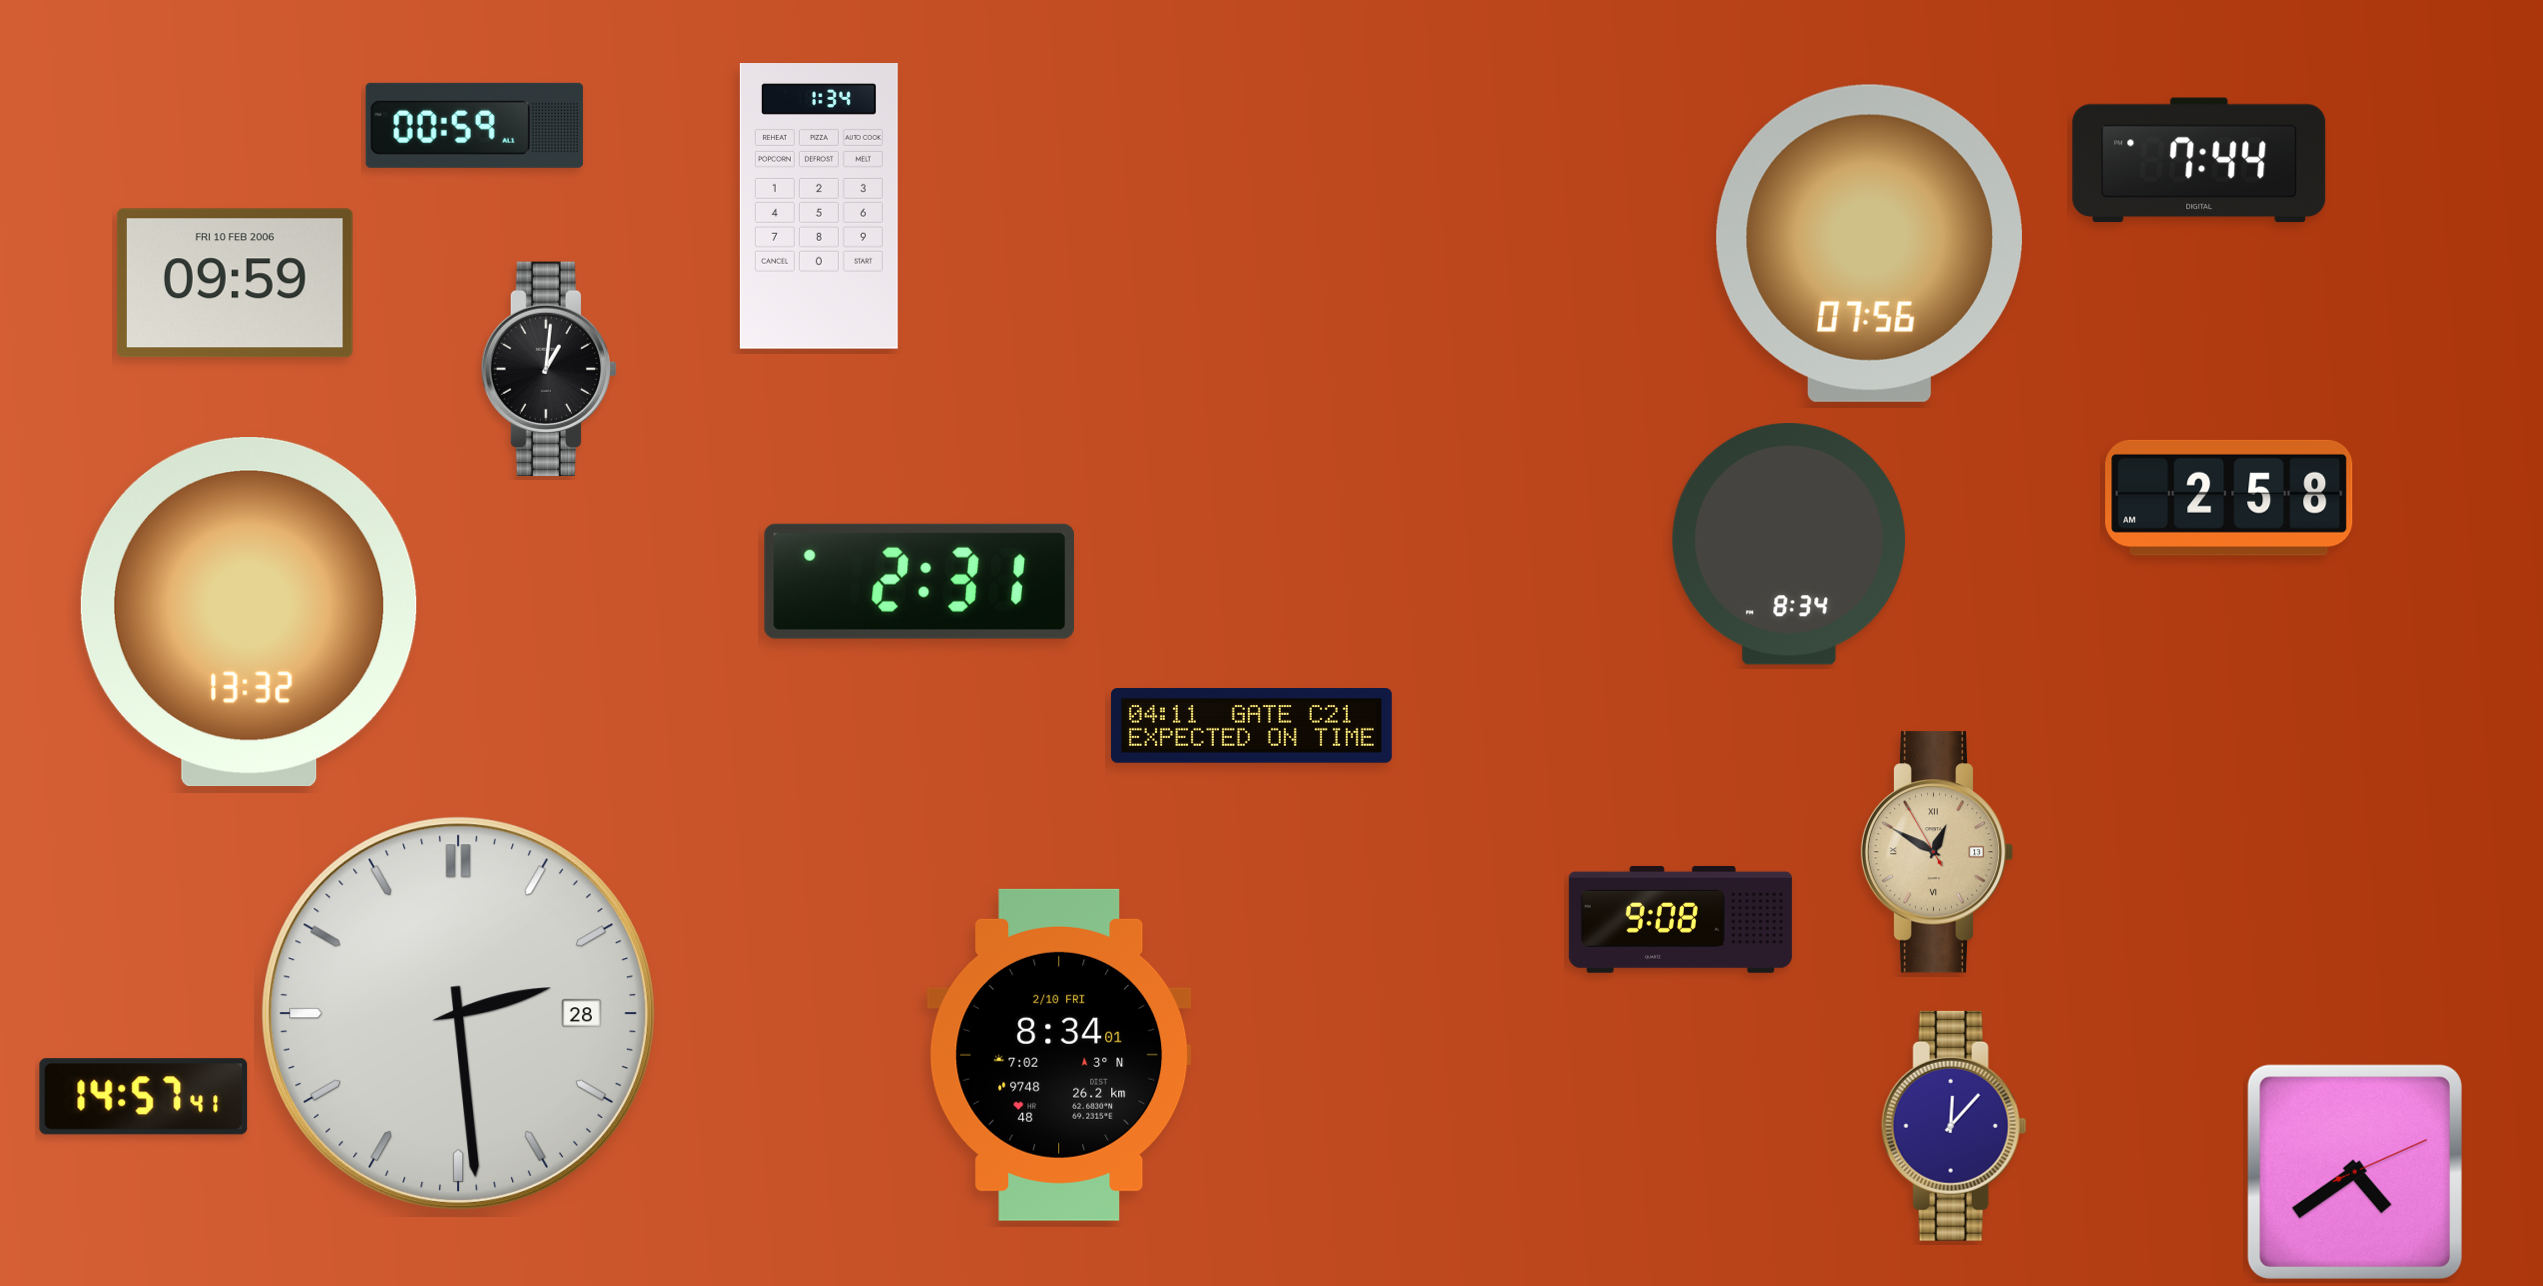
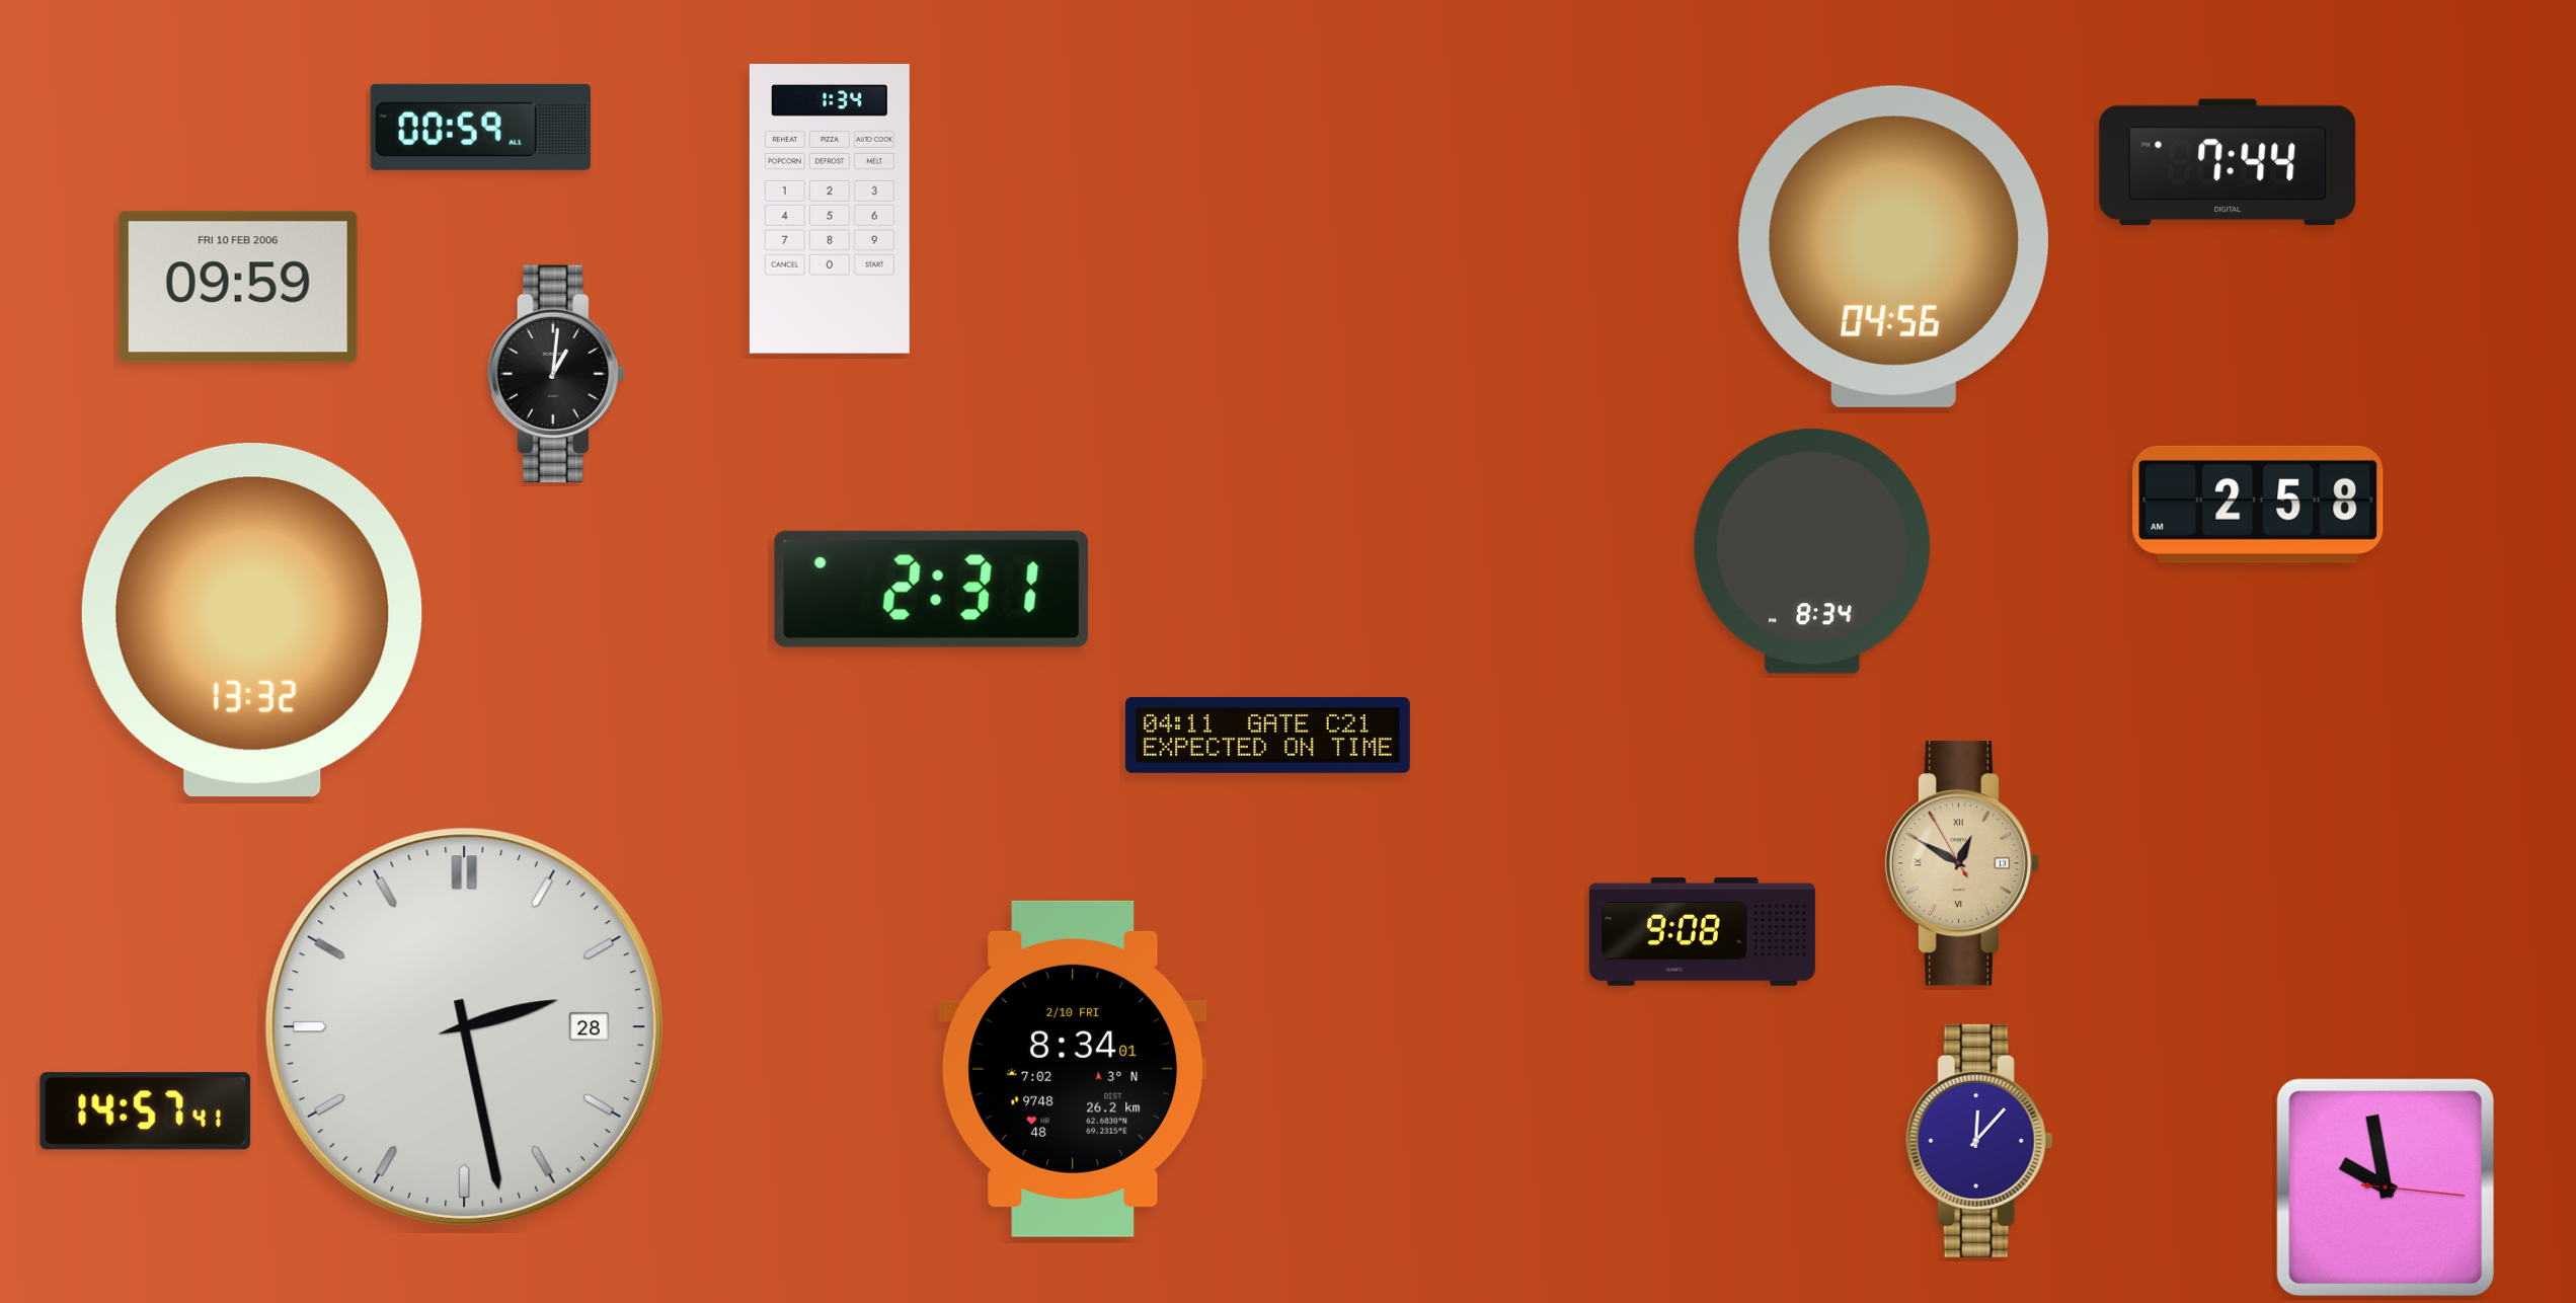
clock at (1869, 243): 07:56 -> 04:56
clock at (458, 1013): 2:29 -> 2:28
clock at (2355, 1172): 4:39 -> 9:58
